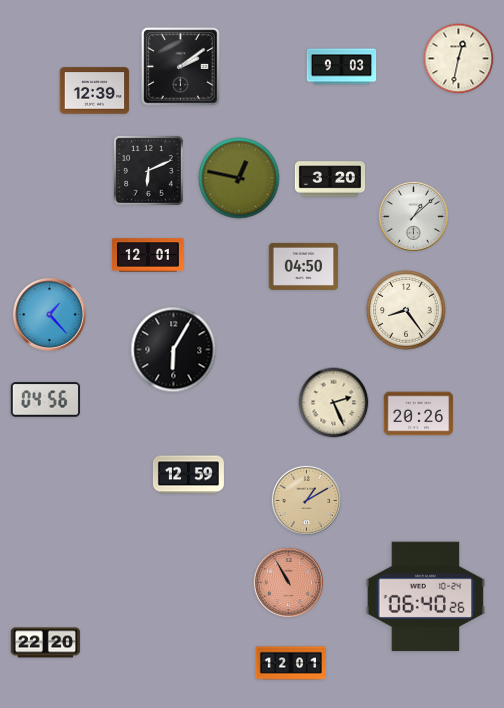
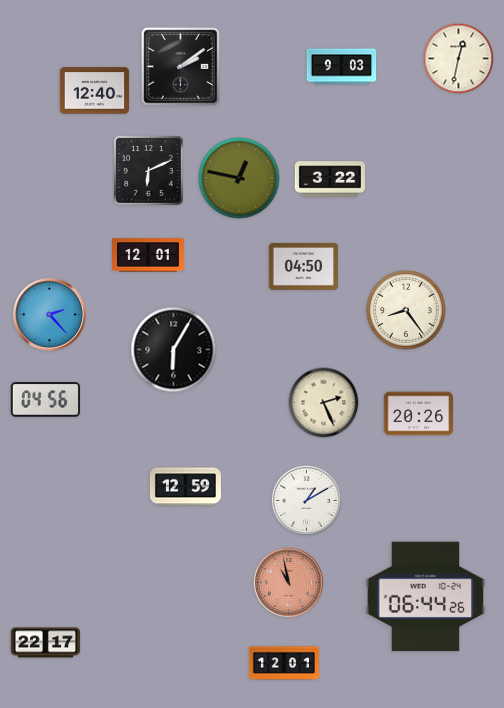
clock at (95, 91): 12:39 -> 12:40
clock at (329, 179): 3:20 -> 3:22
clock at (413, 216): 1:08 -> none
clock at (50, 315): 1:23 -> 2:23
clock at (334, 403) position: (334, 403) -> (324, 403)
clock at (188, 475) position: (188, 475) -> (185, 487)
clock at (306, 500) dial: champagne -> white
clock at (288, 582): 10:55 -> 10:58
clock at (426, 597): 06:40 -> 06:44
clock at (46, 643): 22:20 -> 22:17
clock at (291, 663) position: (291, 663) -> (284, 663)
